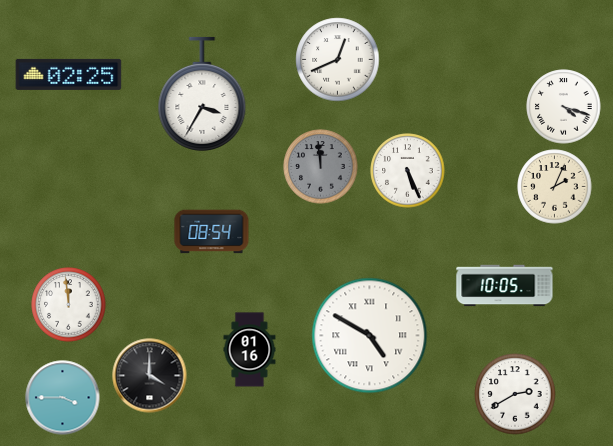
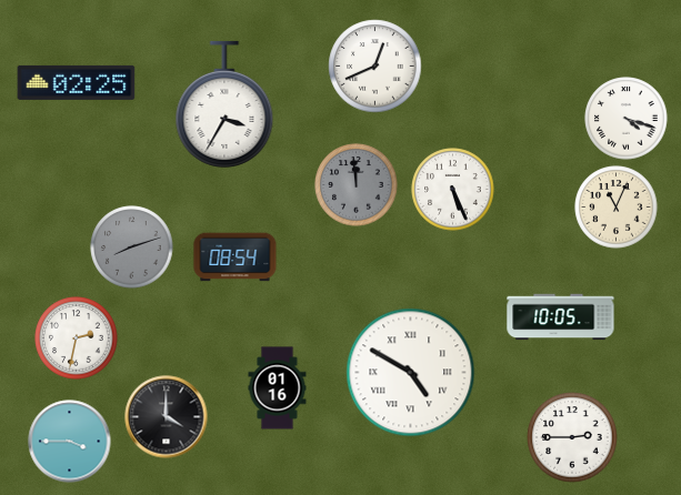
clock at (555, 187): 2:04 -> 11:04
clock at (132, 247): none -> 8:12
clock at (69, 305): 11:59 -> 2:32
clock at (515, 394): 2:40 -> 2:45
